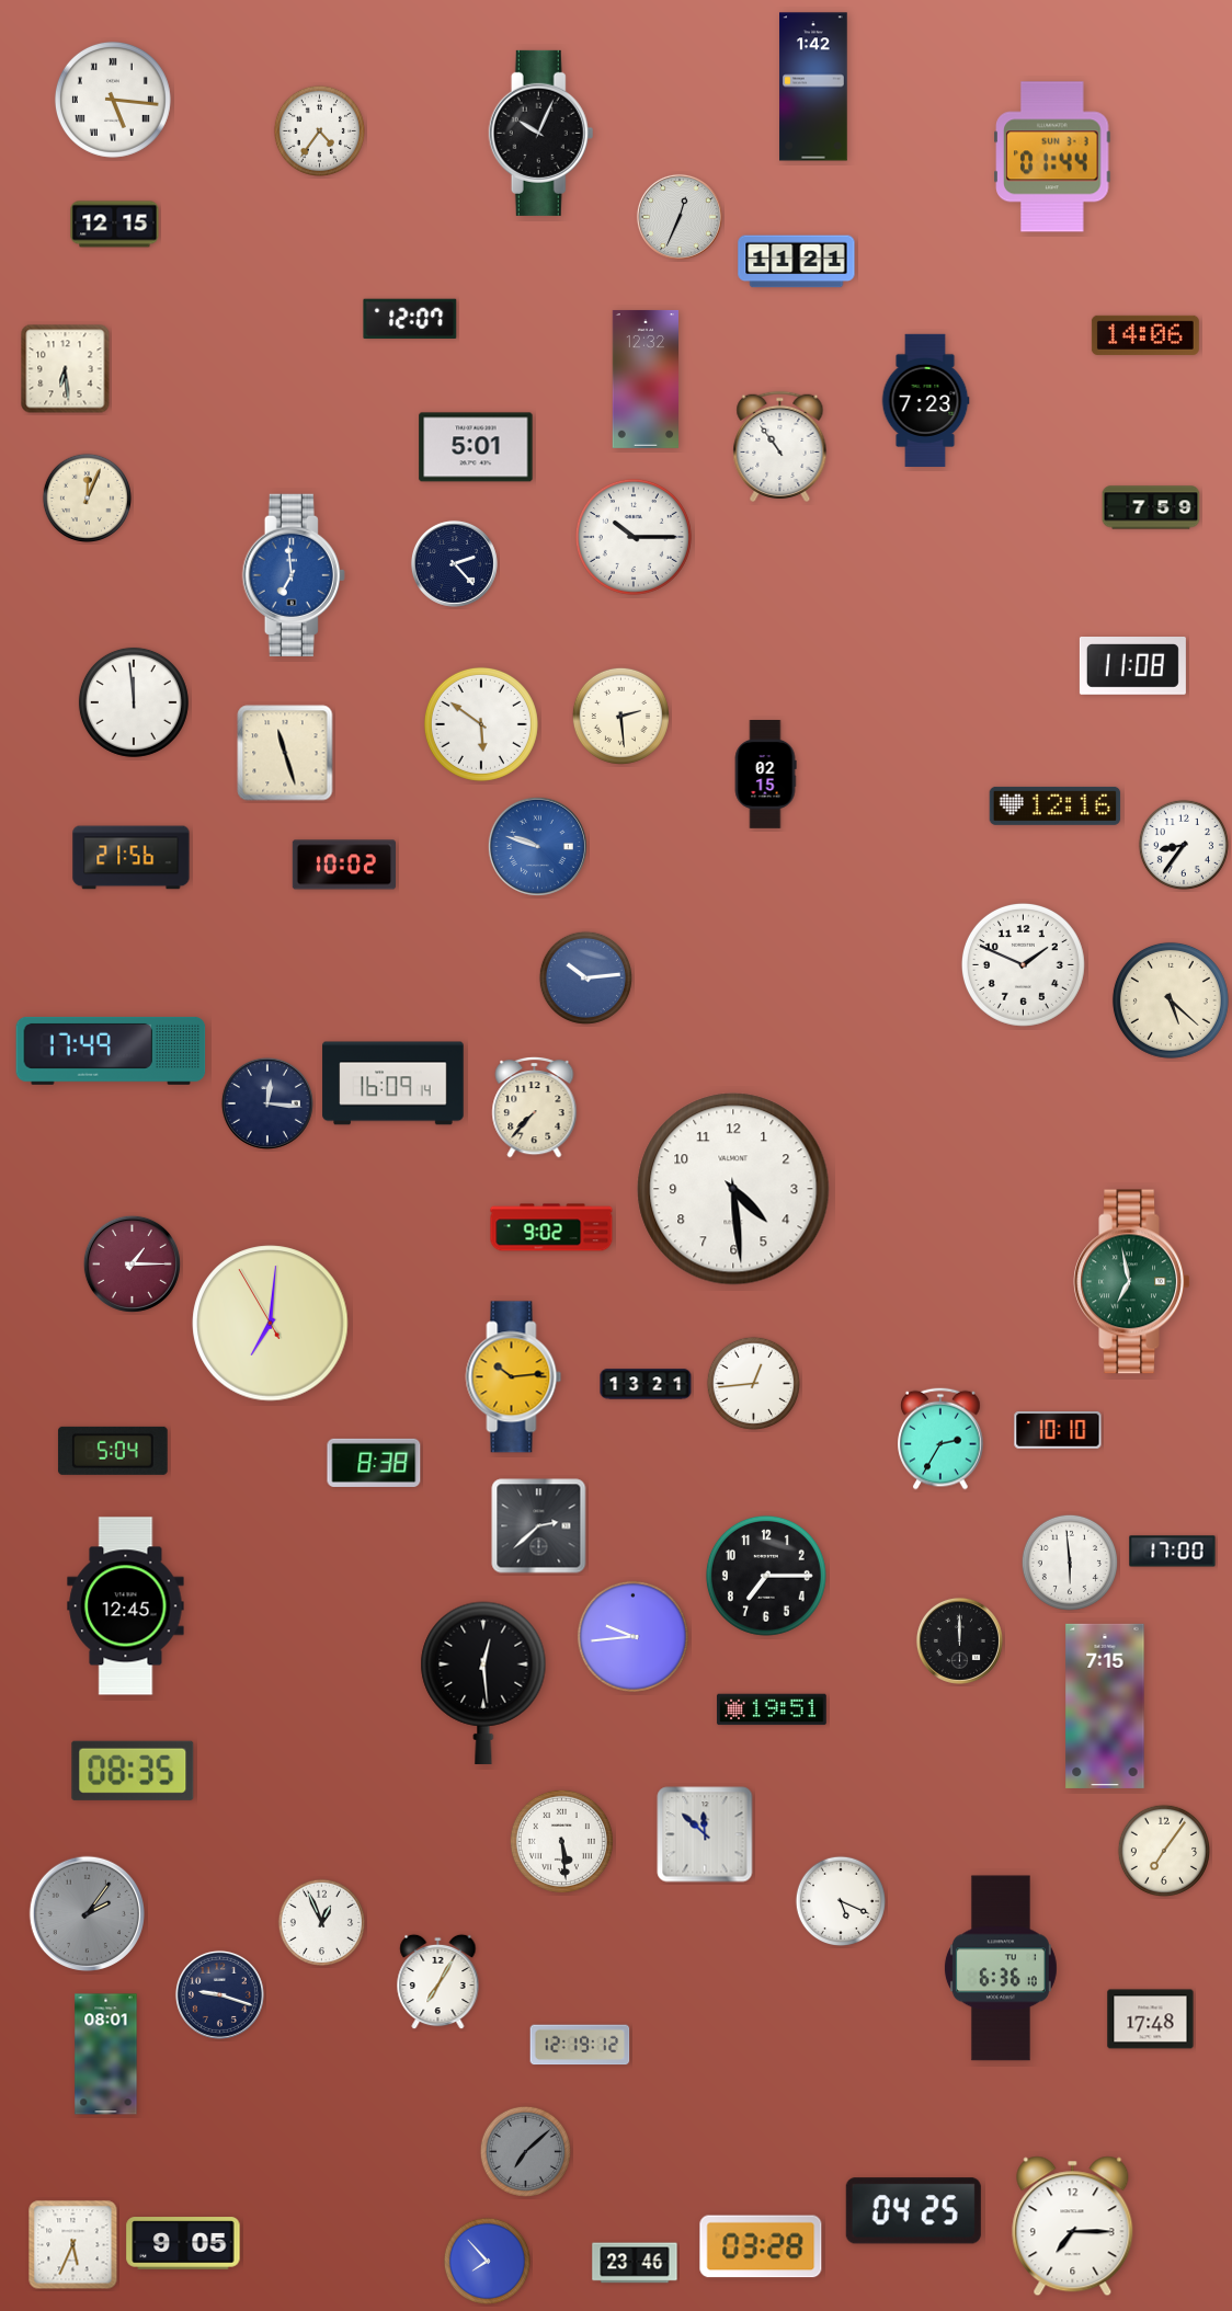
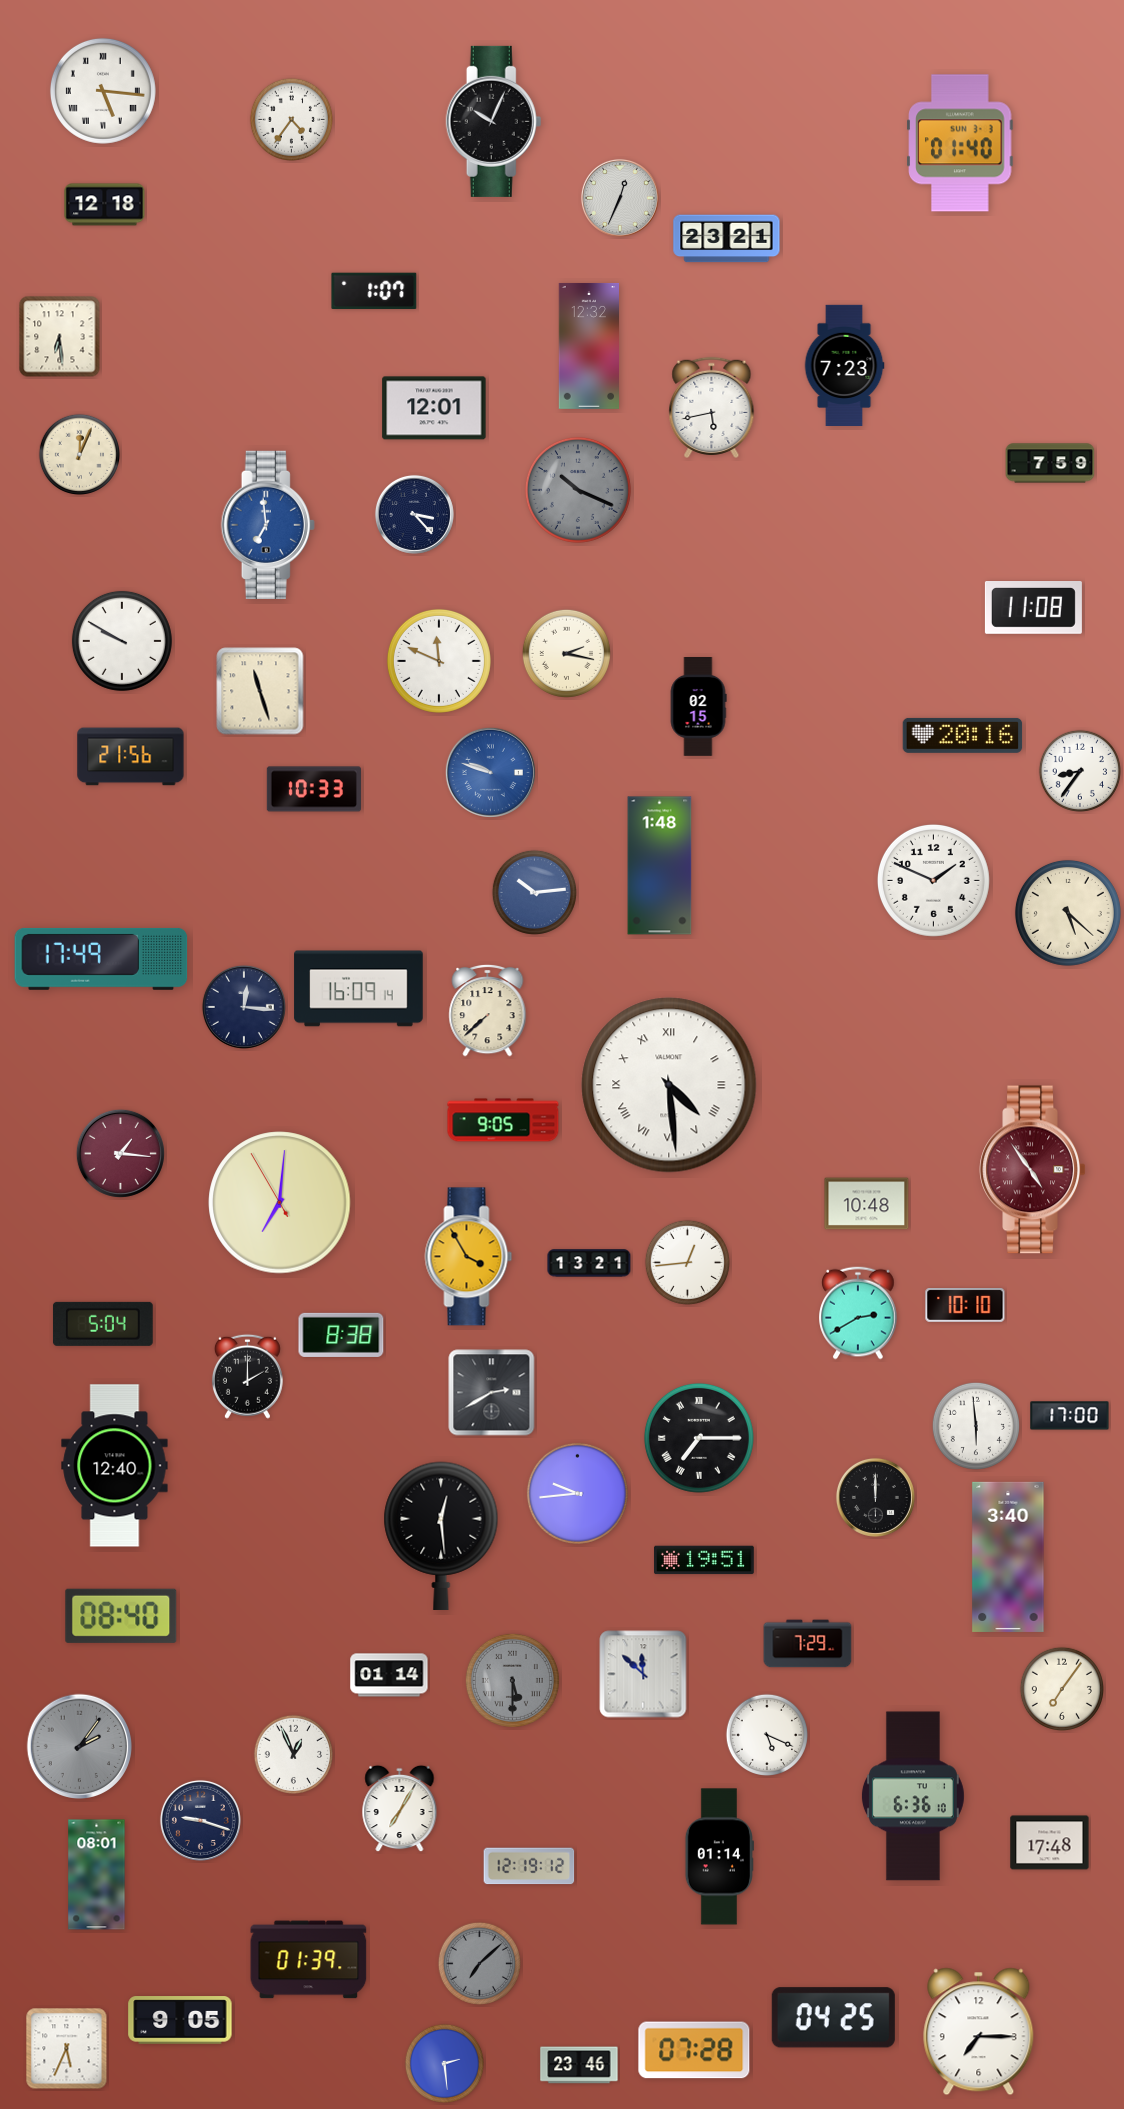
clock at (813, 87): 1:42 -> none
clock at (1052, 157): 01:44 -> 01:40
clock at (115, 225): 12:15 -> 12:18
clock at (797, 262): 11:21 -> 23:21
clock at (410, 319): 12:07 -> 1:07
clock at (1145, 335): 14:06 -> none
clock at (780, 446): 10:54 -> 5:43
clock at (476, 447): 5:01 -> 12:01
clock at (634, 537): 10:15 -> 10:19
clock at (634, 537) dial: white -> grey
clock at (454, 563): 2:23 -> 3:23
clock at (134, 702): 11:59 -> 9:50
clock at (620, 716): 2:29 -> 2:17
clock at (481, 724): 5:51 -> 11:49
clock at (285, 753) position: (285, 753) -> (260, 691)
clock at (1056, 805): 12:16 -> 20:16
clock at (132, 858) position: (132, 858) -> (131, 757)
clock at (343, 865): 10:02 -> 10:33
clock at (660, 866): none -> 1:48
clock at (535, 1107): 7:37 -> 7:38
clock at (733, 1189) numerals: Arabic -> Roman
clock at (551, 1227): 9:02 -> 9:05
clock at (132, 1263): 1:15 -> 1:16
clock at (1132, 1282): 6:58 -> 4:54
clock at (1132, 1282) dial: green -> burgundy
clock at (867, 1204): none -> 10:48
clock at (271, 1324) position: (271, 1324) -> (280, 1203)
clock at (514, 1377): 10:14 -> 3:55
clock at (940, 1439): 2:35 -> 2:40
clock at (247, 1376): none -> 2:00
clock at (539, 1526): 2:38 -> 2:40
clock at (766, 1576) numerals: Arabic -> Roman
clock at (126, 1606): 12:45 -> 12:40
clock at (1105, 1706): 7:15 -> 3:40
clock at (133, 1771): 08:35 -> 08:40
clock at (808, 1644): none -> 7:29
clock at (389, 1675): none -> 01:14
clock at (561, 1841): 5:29 -> 5:30
clock at (561, 1841) dial: white -> grey
clock at (719, 1857): none -> 01:14
clock at (309, 1960): none -> 01:39
clock at (183, 2243) position: (183, 2243) -> (180, 2020)
clock at (761, 2246): 03:28 -> 07:28
clock at (487, 2261): 7:53 -> 2:29
